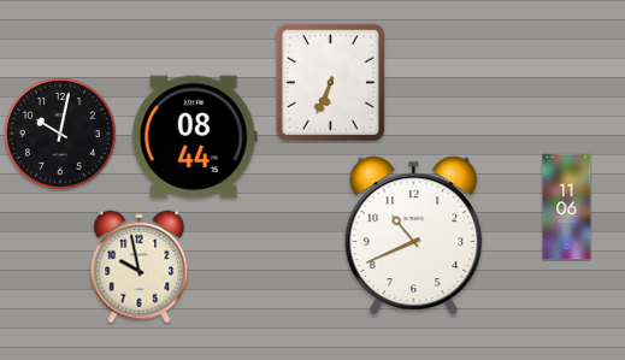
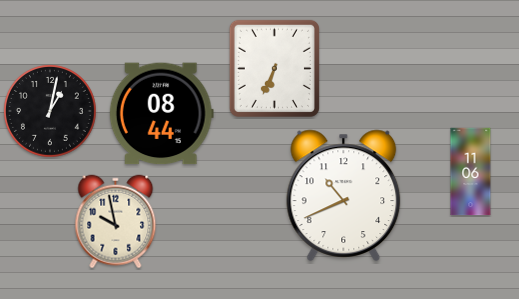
clock at (61, 135): 10:02 -> 1:02
